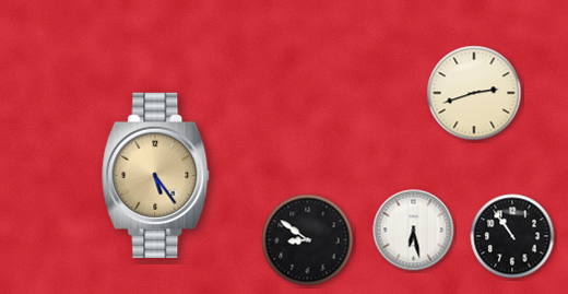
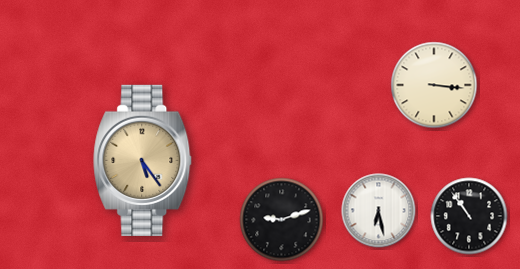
clock at (474, 93): 2:42 -> 3:16
clock at (308, 240): 8:51 -> 9:12
